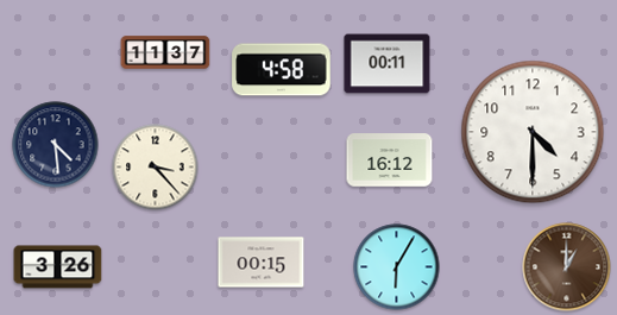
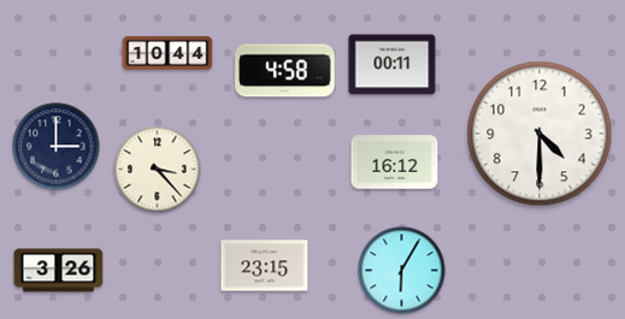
clock at (165, 52): 11:37 -> 10:44
clock at (56, 145): 4:29 -> 3:00
clock at (262, 263): 00:15 -> 23:15
clock at (567, 267): 1:00 -> none
